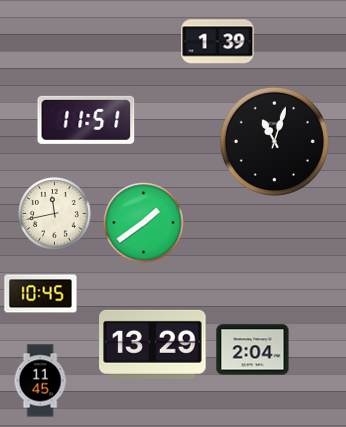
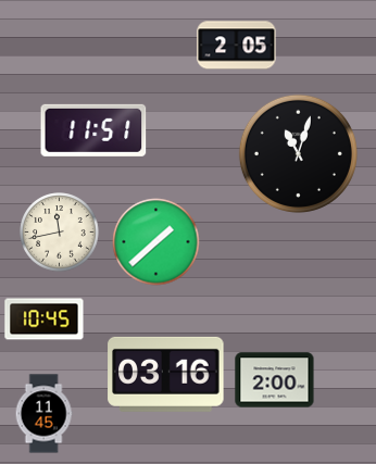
clock at (218, 42): 1:39 -> 2:05
clock at (144, 223): 1:39 -> 1:38
clock at (153, 344): 13:29 -> 03:16
clock at (253, 350): 2:04 -> 2:00
